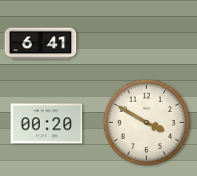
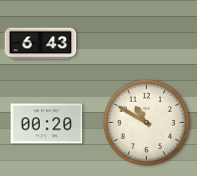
clock at (41, 44): 6:41 -> 6:43
clock at (146, 122): 3:50 -> 10:50
